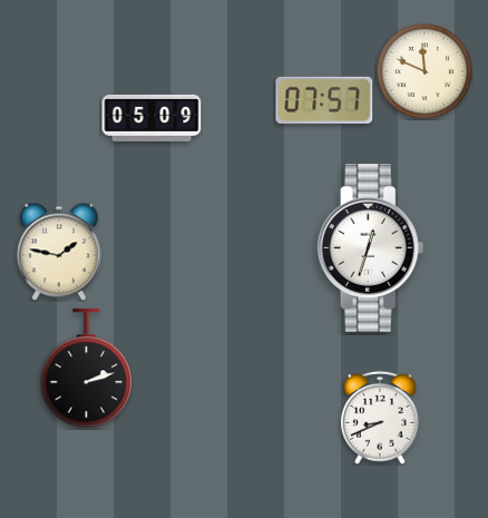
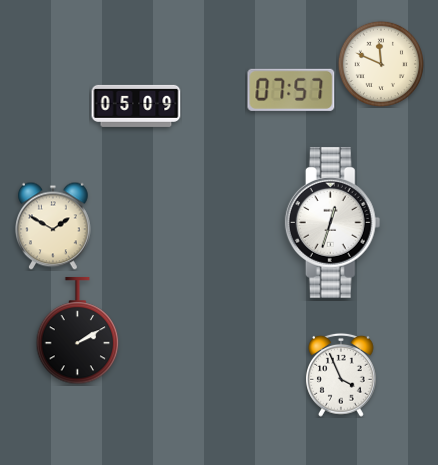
clock at (60, 252): 1:47 -> 1:50
clock at (87, 369): 2:12 -> 2:10
clock at (381, 418): 8:41 -> 3:56
